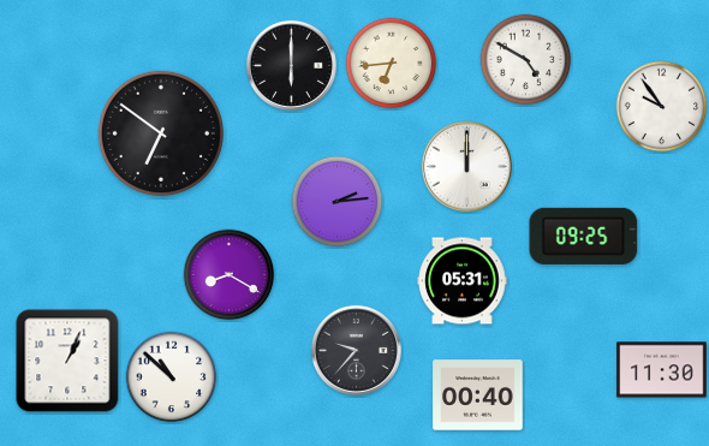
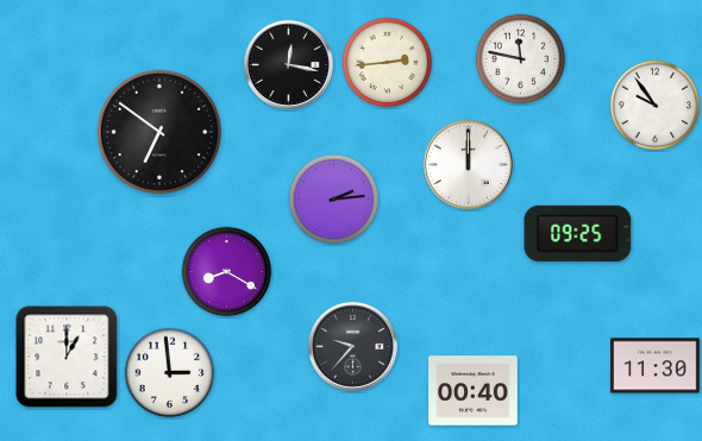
clock at (526, 60): 4:50 -> 11:47
clock at (392, 64): 6:44 -> 2:44
clock at (291, 65): 6:00 -> 12:17
clock at (466, 166) position: (466, 166) -> (468, 164)
clock at (463, 281): 05:31 -> none
clock at (67, 361): 1:04 -> 1:00
clock at (172, 377): 10:52 -> 2:59
